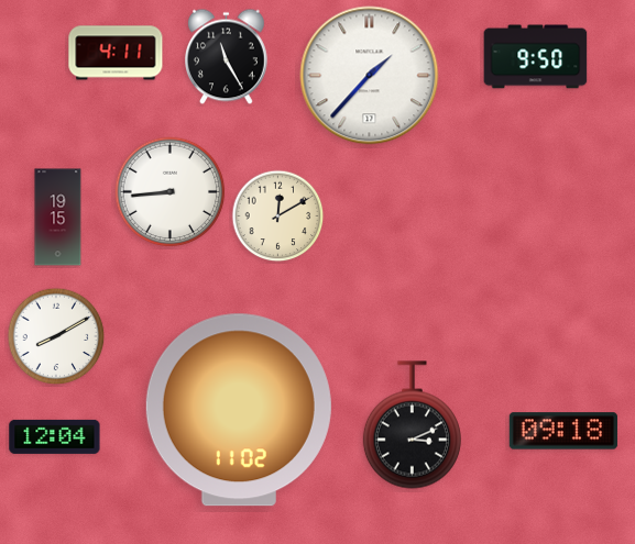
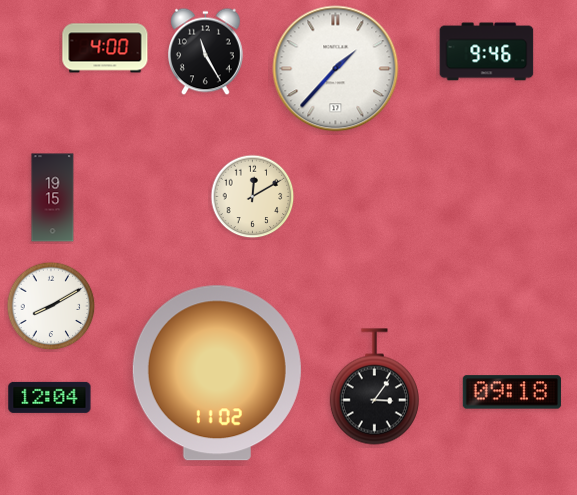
clock at (116, 53): 4:11 -> 4:00
clock at (536, 57): 9:50 -> 9:46
clock at (171, 192): 8:44 -> none
clock at (412, 425): 3:11 -> 3:06
